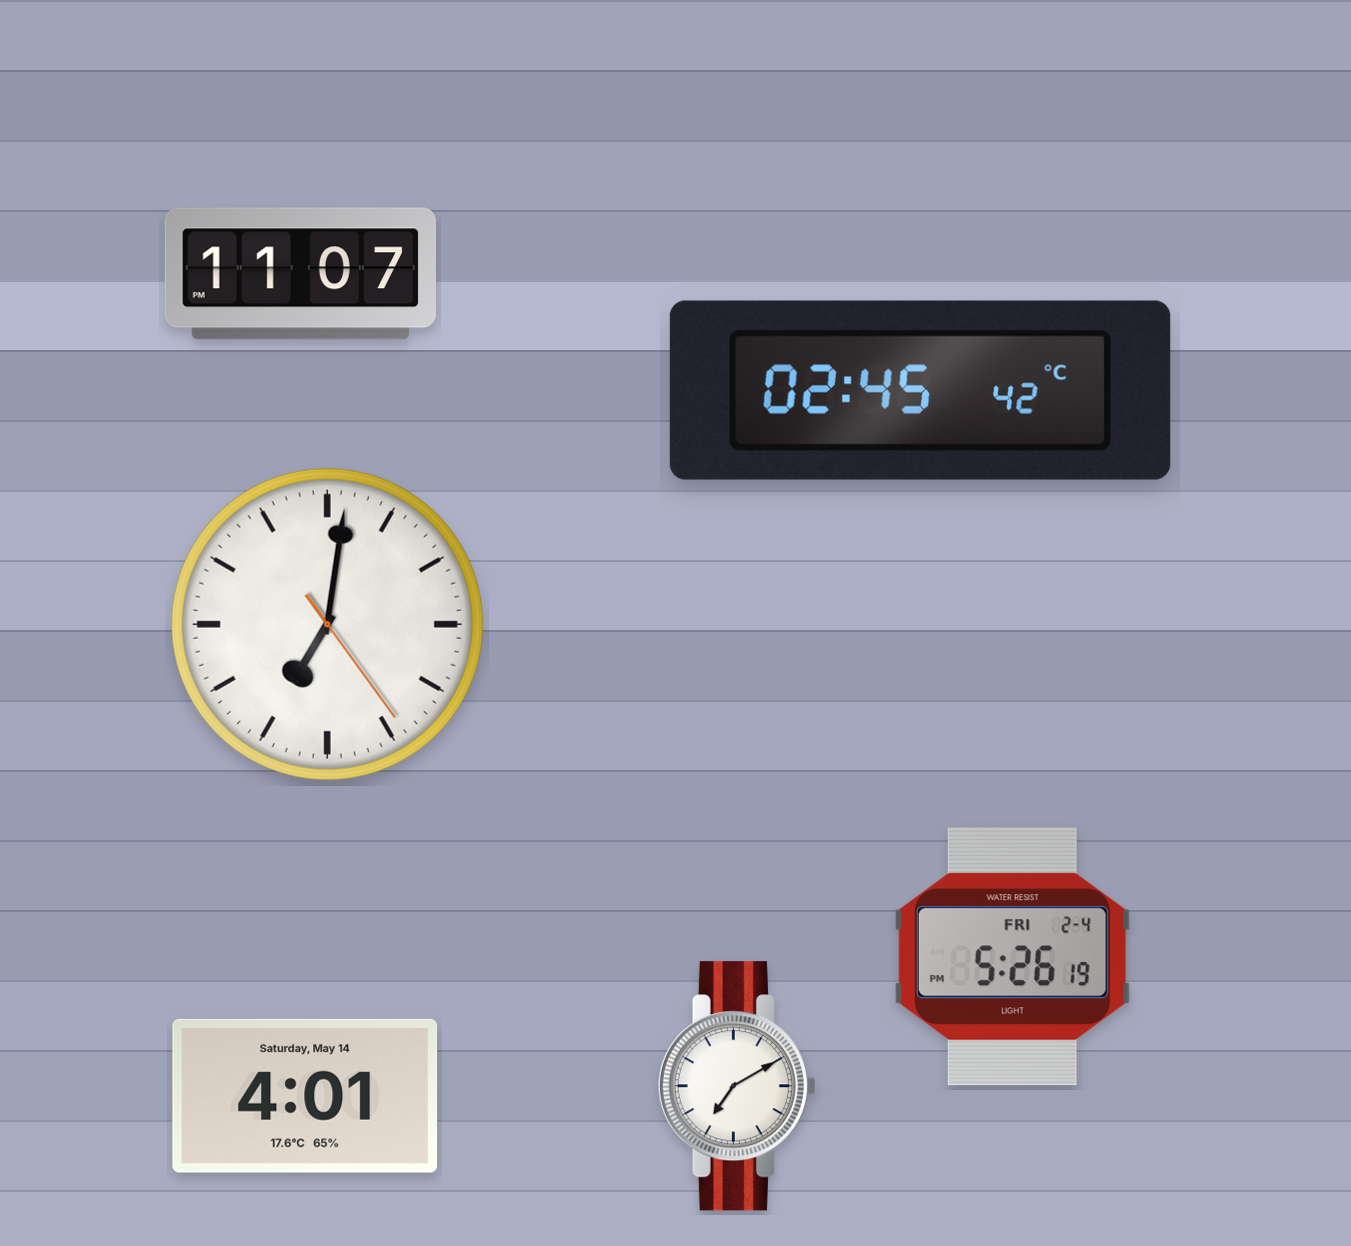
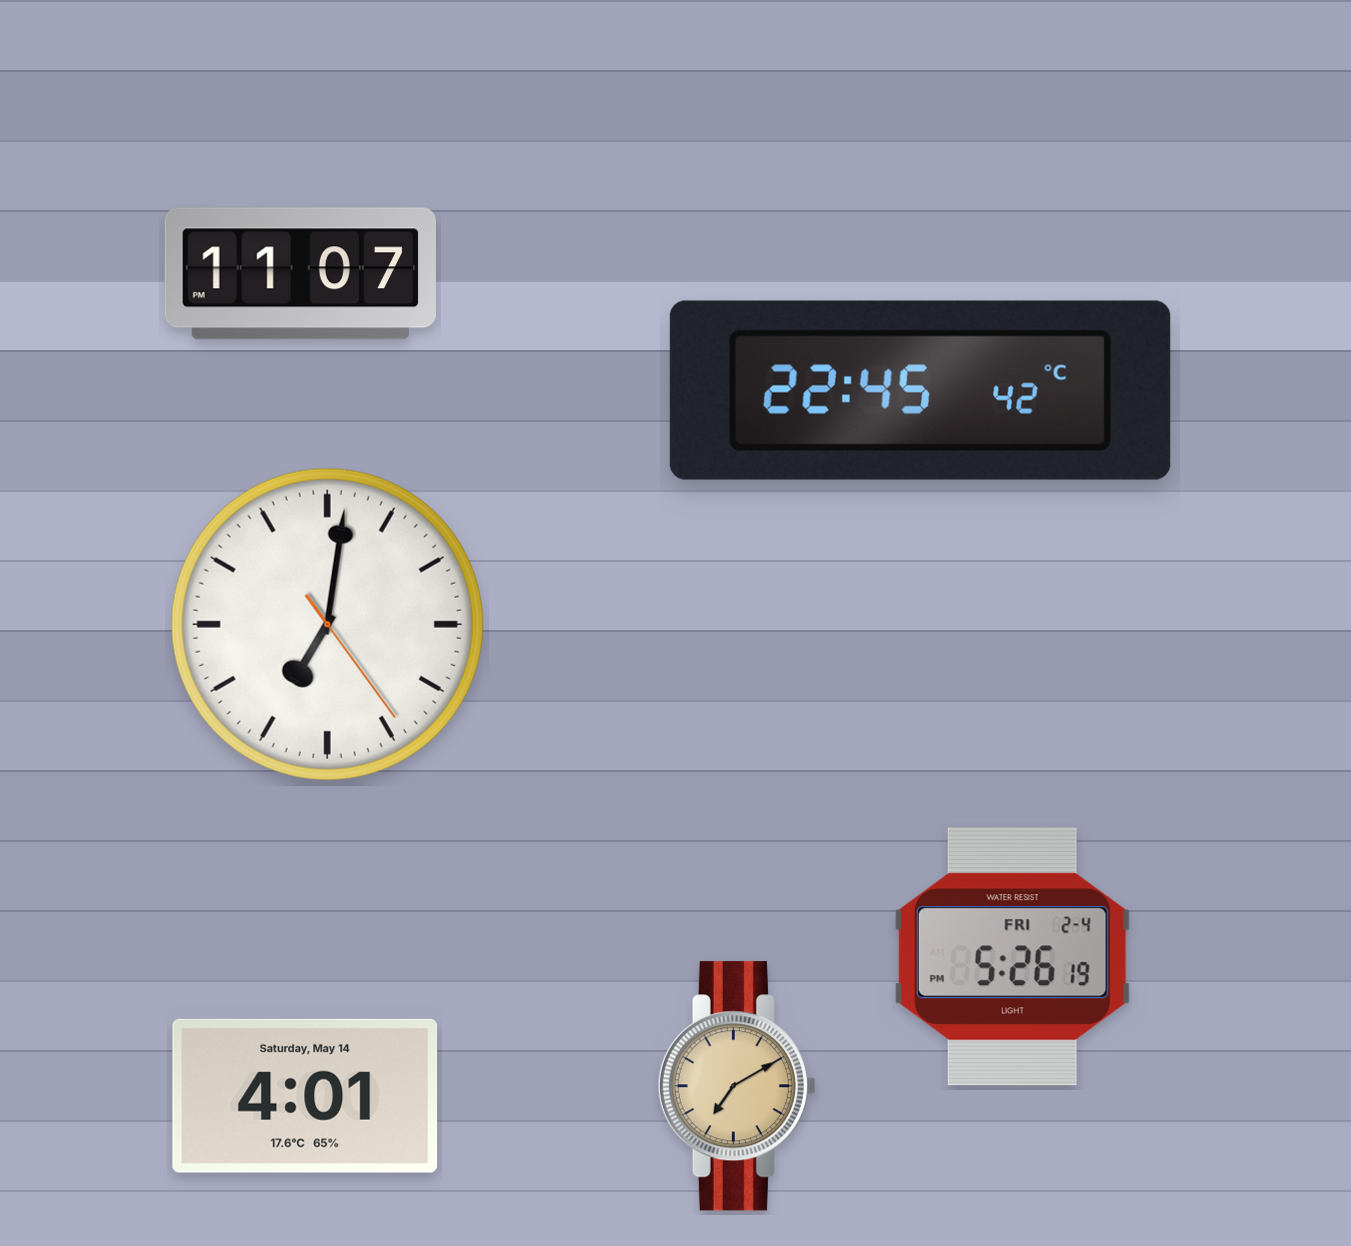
clock at (920, 390): 02:45 -> 22:45
clock at (737, 1086) dial: white -> champagne
